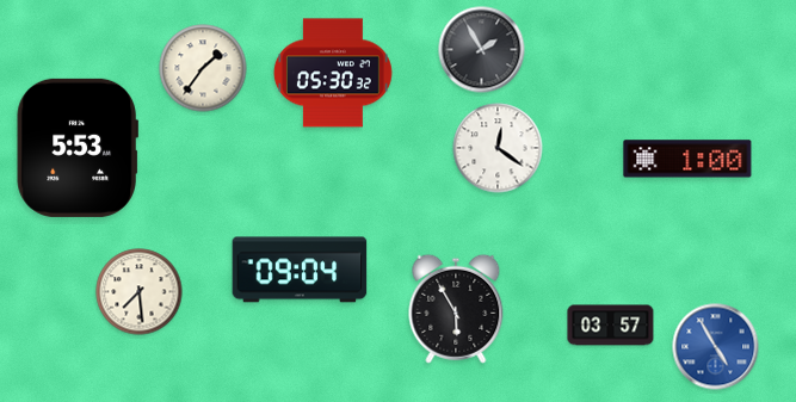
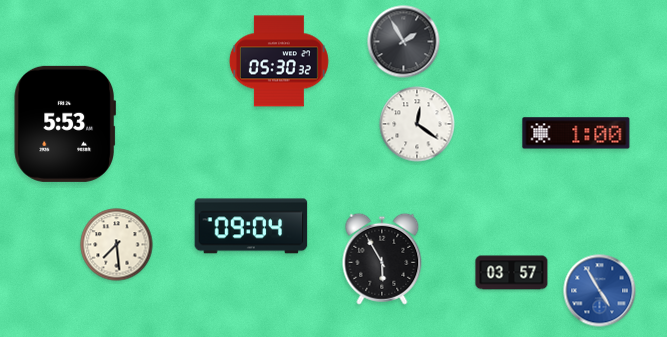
clock at (203, 68): 1:36 -> none
